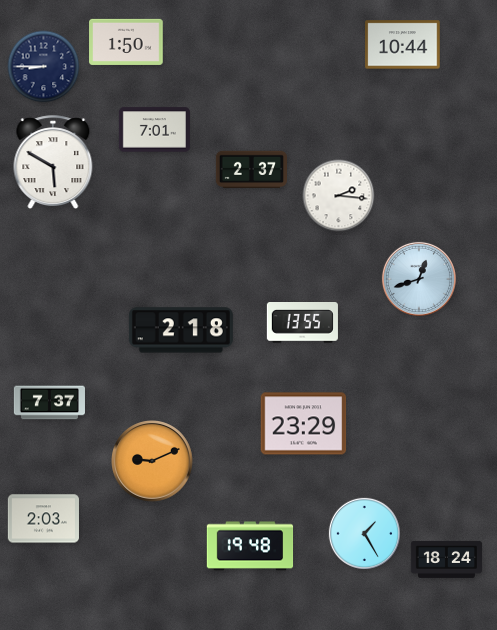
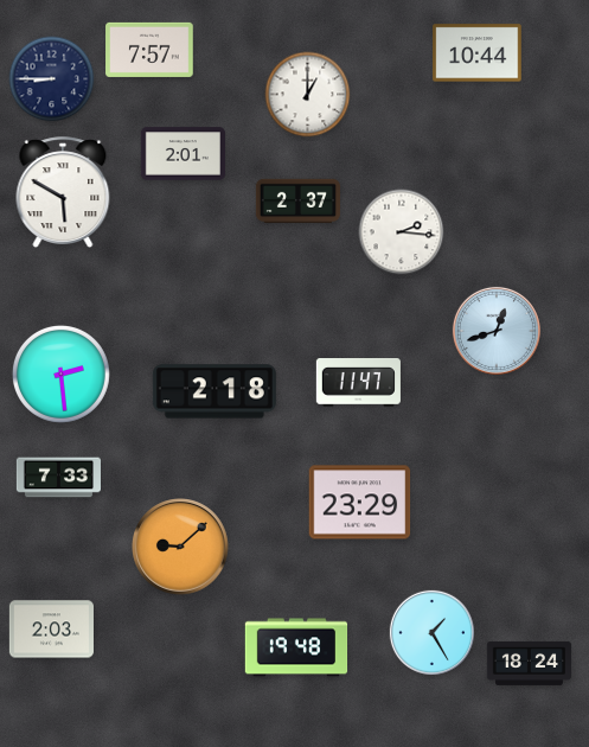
clock at (126, 42): 1:50 -> 7:57
clock at (308, 95): none -> 1:00
clock at (154, 130): 7:01 -> 2:01
clock at (60, 373): none -> 2:29
clock at (302, 323): 13:55 -> 11:47
clock at (49, 403): 7:37 -> 7:33
clock at (152, 461): 9:11 -> 9:08
clock at (43, 519) position: (43, 519) -> (51, 630)
